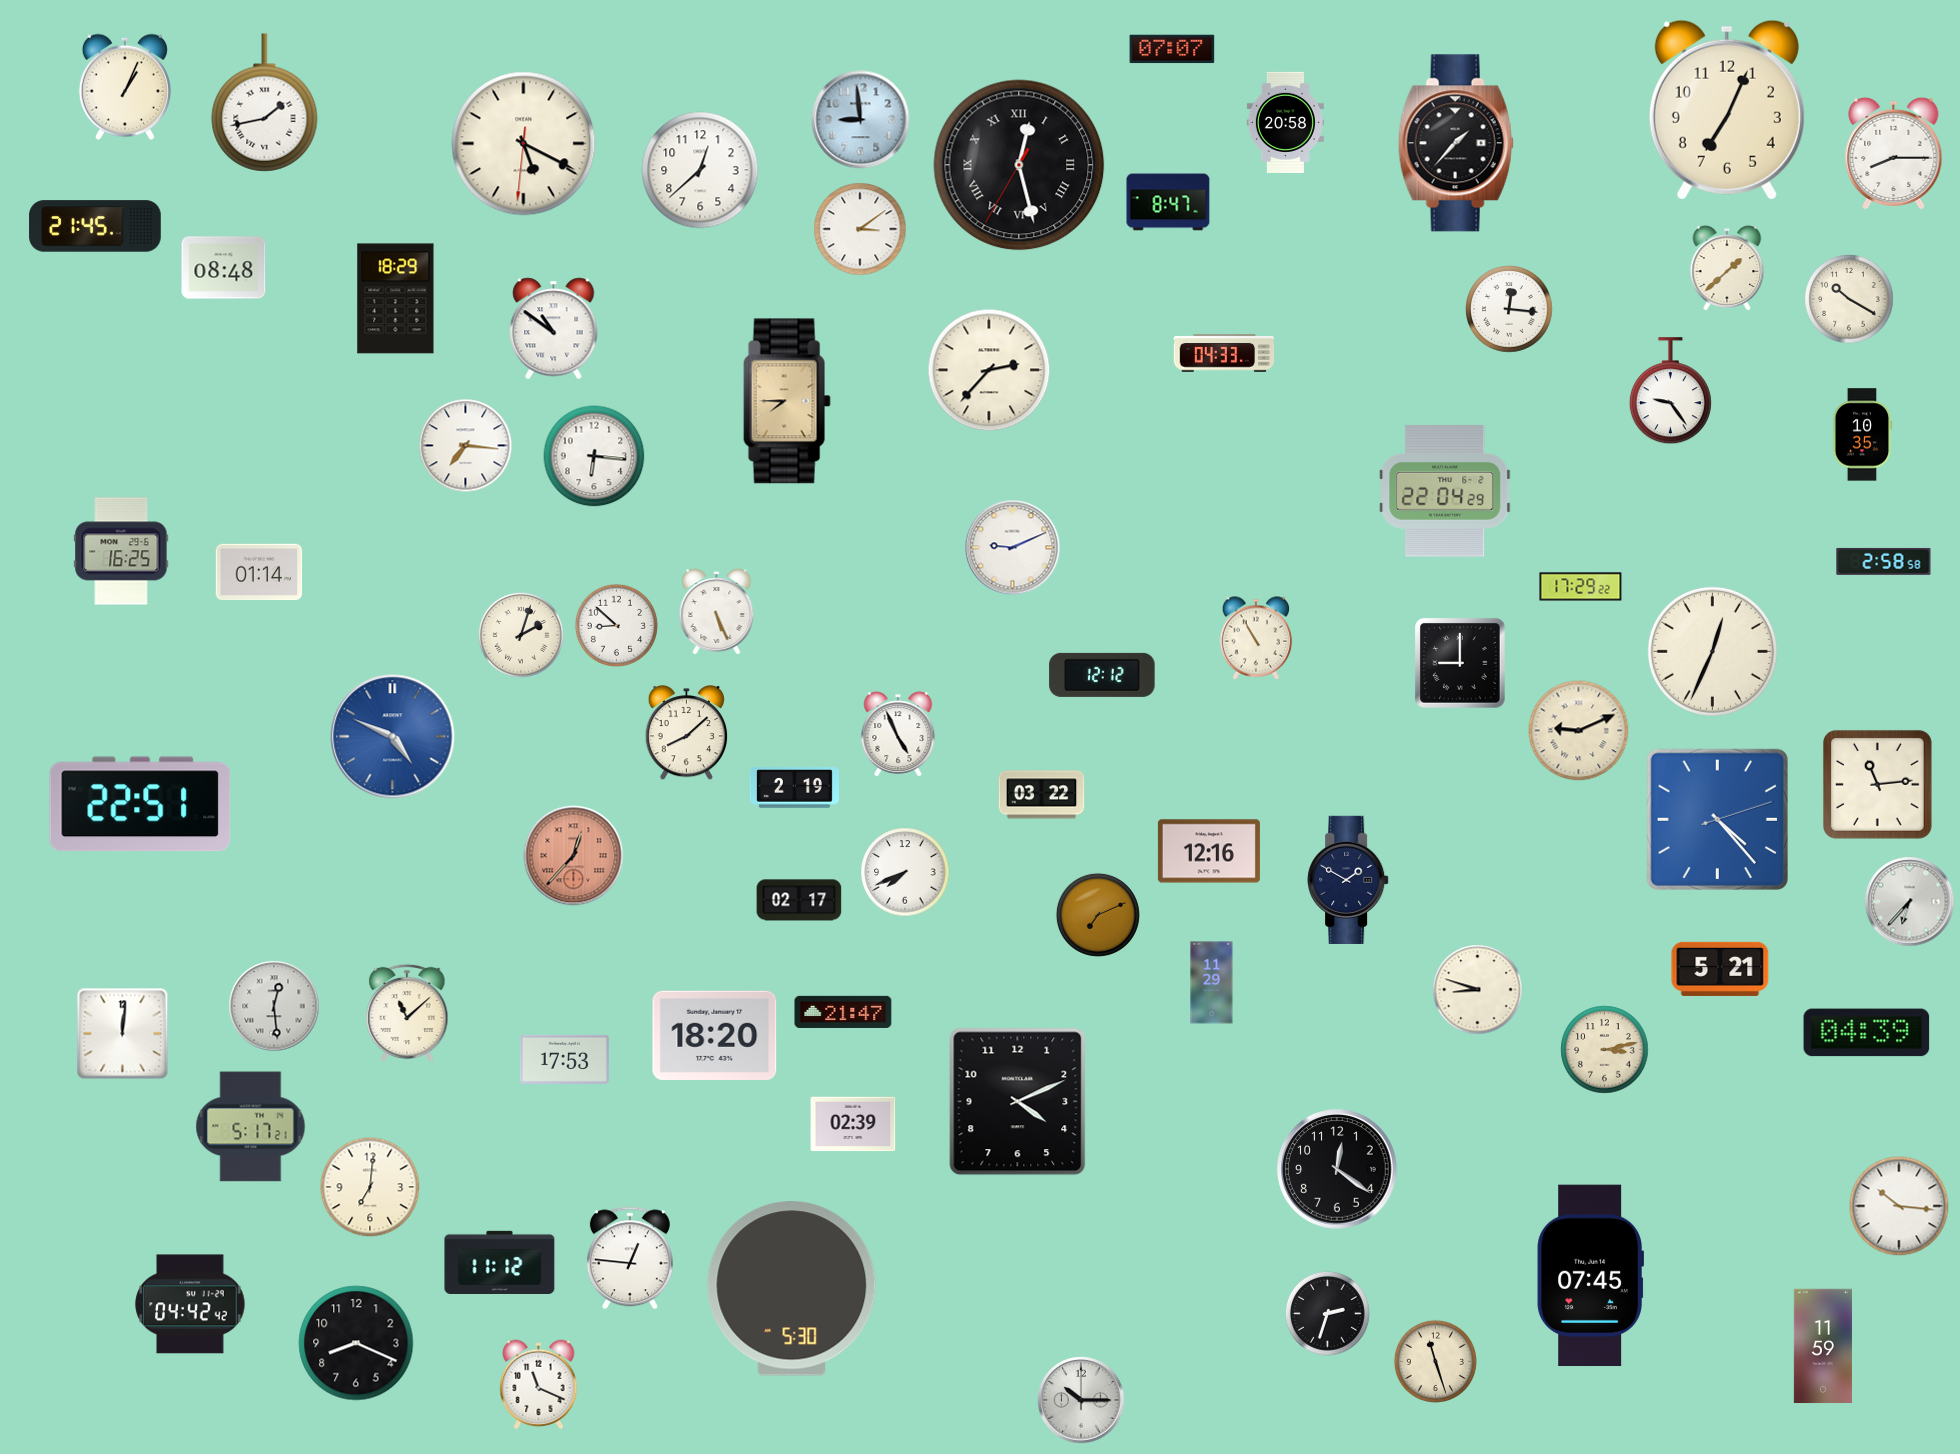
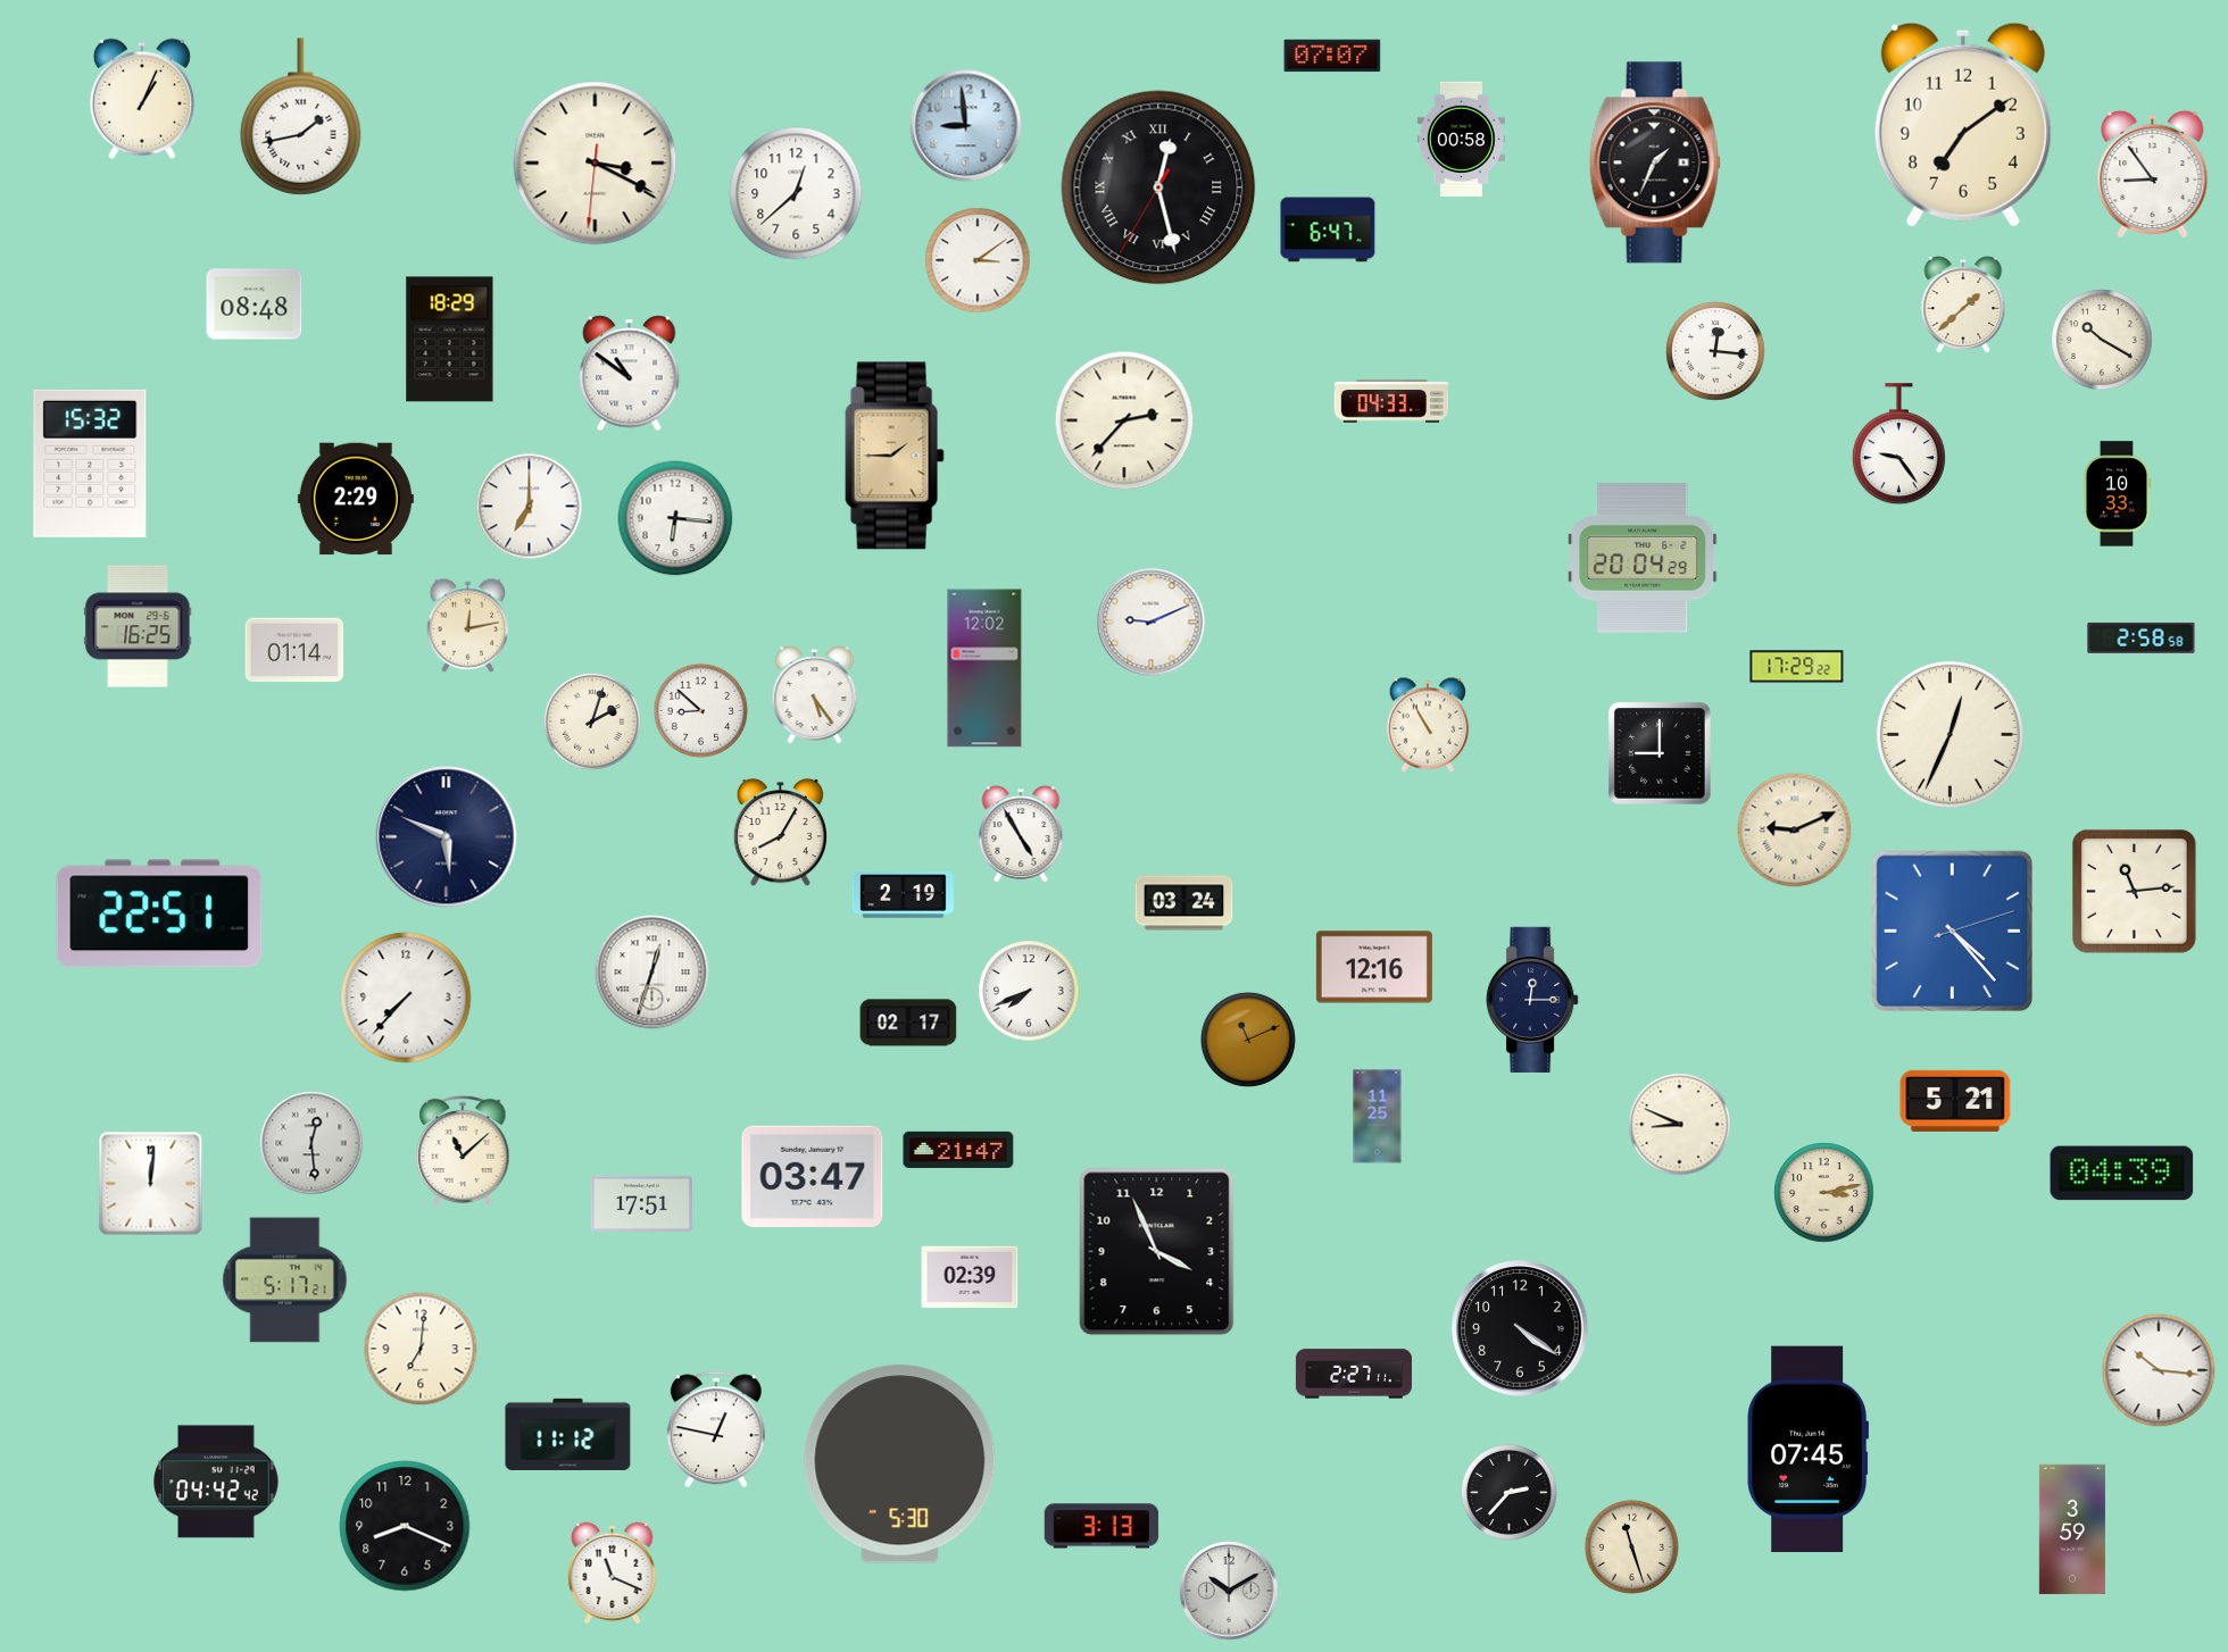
clock at (1727, 110): 7:04 -> 7:09
clock at (861, 120) position: (861, 120) -> (966, 126)
clock at (1285, 122): 20:58 -> 00:58
clock at (1456, 143): 1:37 -> 1:34
clock at (524, 144): 5:19 -> 3:19
clock at (1894, 153): 8:15 -> 8:54
clock at (1168, 202): 8:47 -> 6:47
clock at (95, 226): 21:45 -> none
clock at (787, 401): 7:45 -> 1:45
clock at (90, 464): none -> 15:32
clock at (1862, 435): 10:35 -> 10:33
clock at (356, 499): none -> 2:29
clock at (466, 446): 7:16 -> 7:00
clock at (1445, 492): 22:04 -> 20:04
clock at (467, 625): none -> 12:13
clock at (984, 668): none -> 12:02
clock at (717, 612): 5:26 -> 5:24
clock at (1712, 651) position: (1712, 651) -> (1950, 734)
clock at (1102, 675): 12:12 -> none
clock at (686, 733): 8:08 -> 8:05
clock at (898, 734): 4:56 -> 4:55
clock at (393, 737): 4:49 -> 5:49
clock at (393, 737) dial: blue -> navy
clock at (1042, 795): 03:22 -> 03:24
clock at (574, 856): 12:37 -> 12:33
clock at (574, 856) dial: salmon -> white
clock at (406, 998): none -> 7:37
clock at (1348, 880): 1:50 -> 12:15
clock at (1910, 902): 6:37 -> none
clock at (1098, 915): 7:11 -> 11:11
clock at (1212, 983): 11:29 -> 11:25
clock at (1478, 990): 8:48 -> 8:49
clock at (123, 1034) position: (123, 1034) -> (151, 1184)
clock at (715, 1036): 18:20 -> 03:47
clock at (564, 1059): 17:53 -> 17:51
clock at (1018, 1102): 4:11 -> 3:56
clock at (1337, 1169): 12:21 -> 4:21
clock at (1354, 1374): none -> 2:27
clock at (630, 1258): 12:46 -> 12:47
clock at (1327, 1313): 2:33 -> 2:37
clock at (1101, 1526): none -> 3:13
clock at (1823, 1346): 11:59 -> 3:59
clock at (1081, 1400): 10:15 -> 10:10
